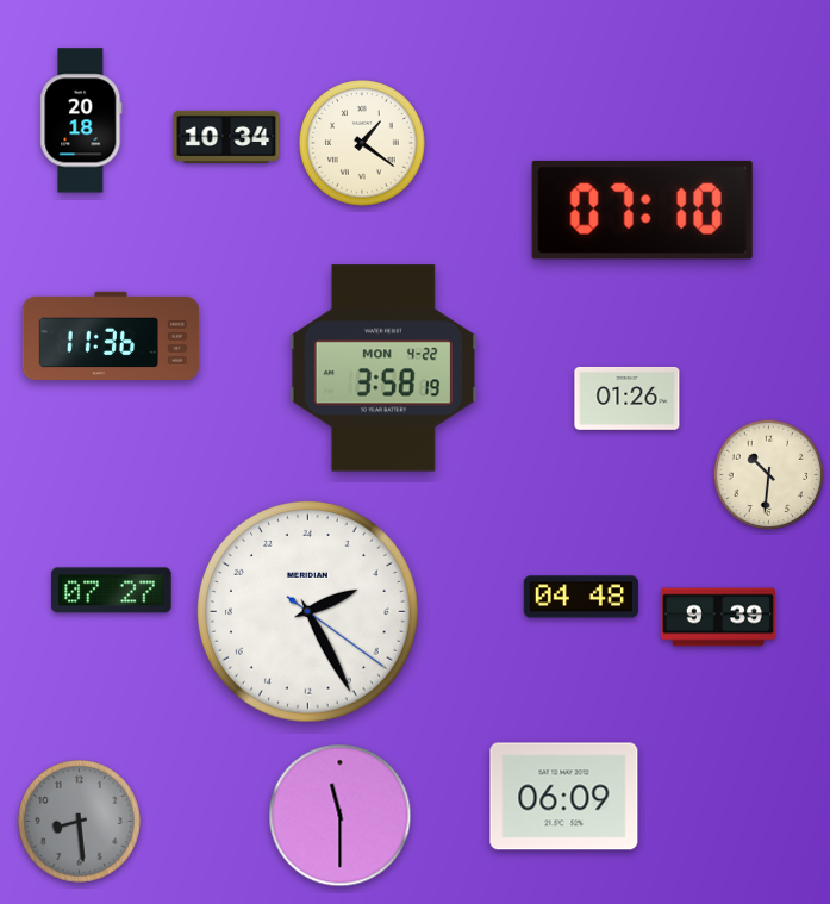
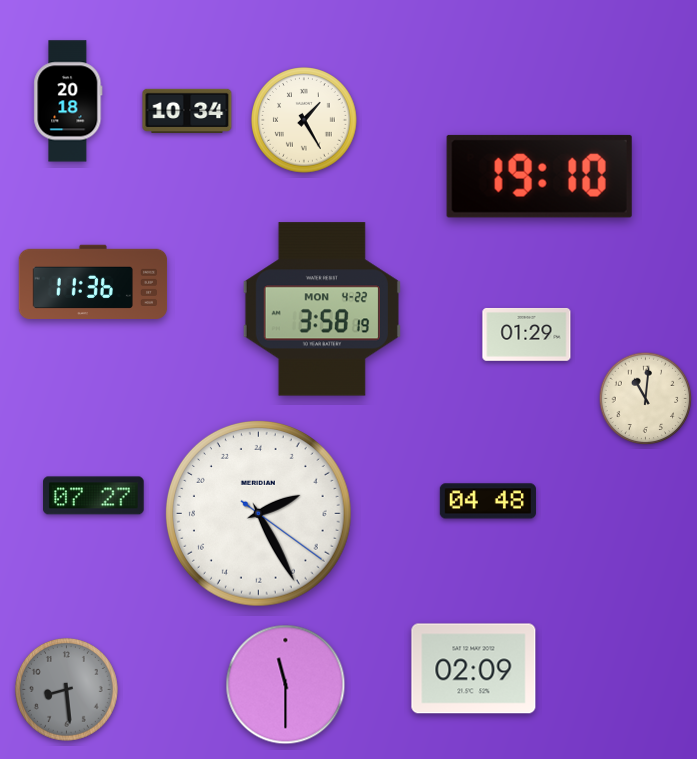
clock at (226, 137) position: (226, 137) -> (187, 111)
clock at (362, 143): 1:21 -> 1:25
clock at (642, 210): 07:10 -> 19:10
clock at (628, 399): 01:26 -> 01:29
clock at (769, 475): 10:31 -> 11:01
clock at (717, 617): 9:39 -> none
clock at (564, 797): 06:09 -> 02:09
